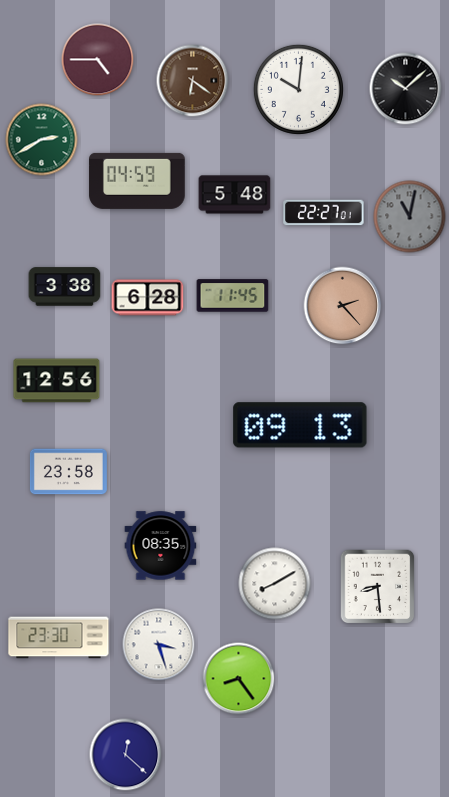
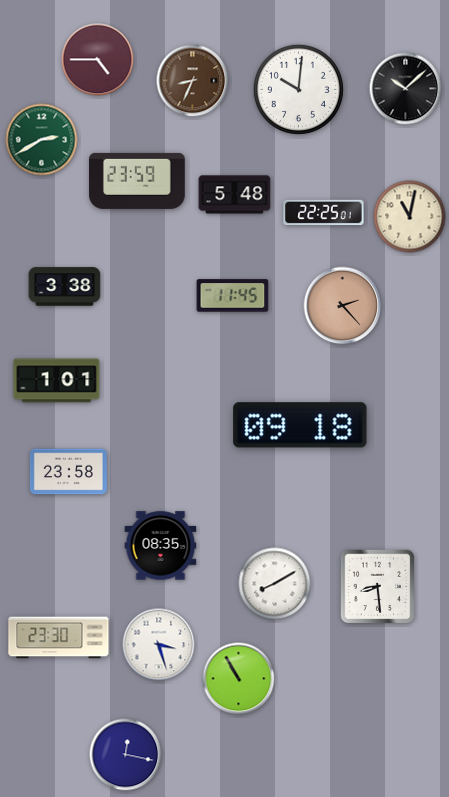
clock at (193, 81): 6:21 -> 8:34
clock at (137, 181): 04:59 -> 23:59
clock at (324, 213): 22:27 -> 22:25
clock at (410, 217) dial: grey -> cream
clock at (148, 298): 6:28 -> none
clock at (57, 381): 12:56 -> 1:01
clock at (300, 425): 09:13 -> 09:18
clock at (239, 679): 8:24 -> 10:55
clock at (126, 755): 12:22 -> 12:17
